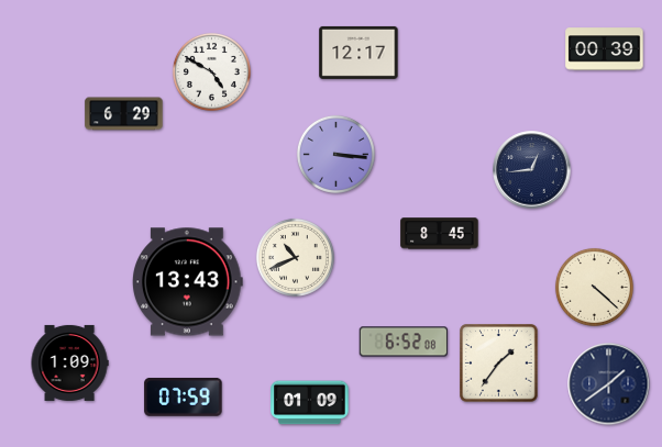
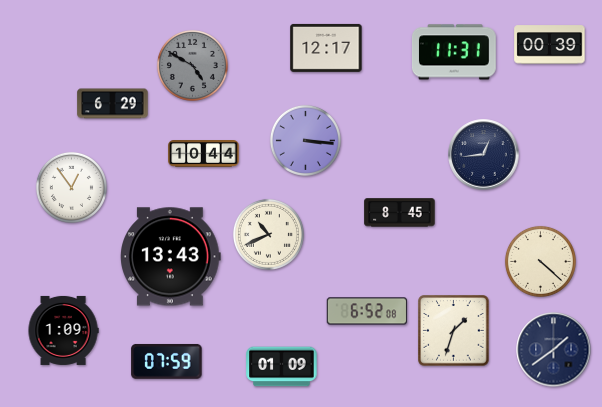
clock at (454, 52): none -> 11:31
clock at (211, 71) dial: white -> grey
clock at (204, 154): none -> 10:44
clock at (71, 187): none -> 12:54
clock at (499, 364): 1:36 -> 1:33
